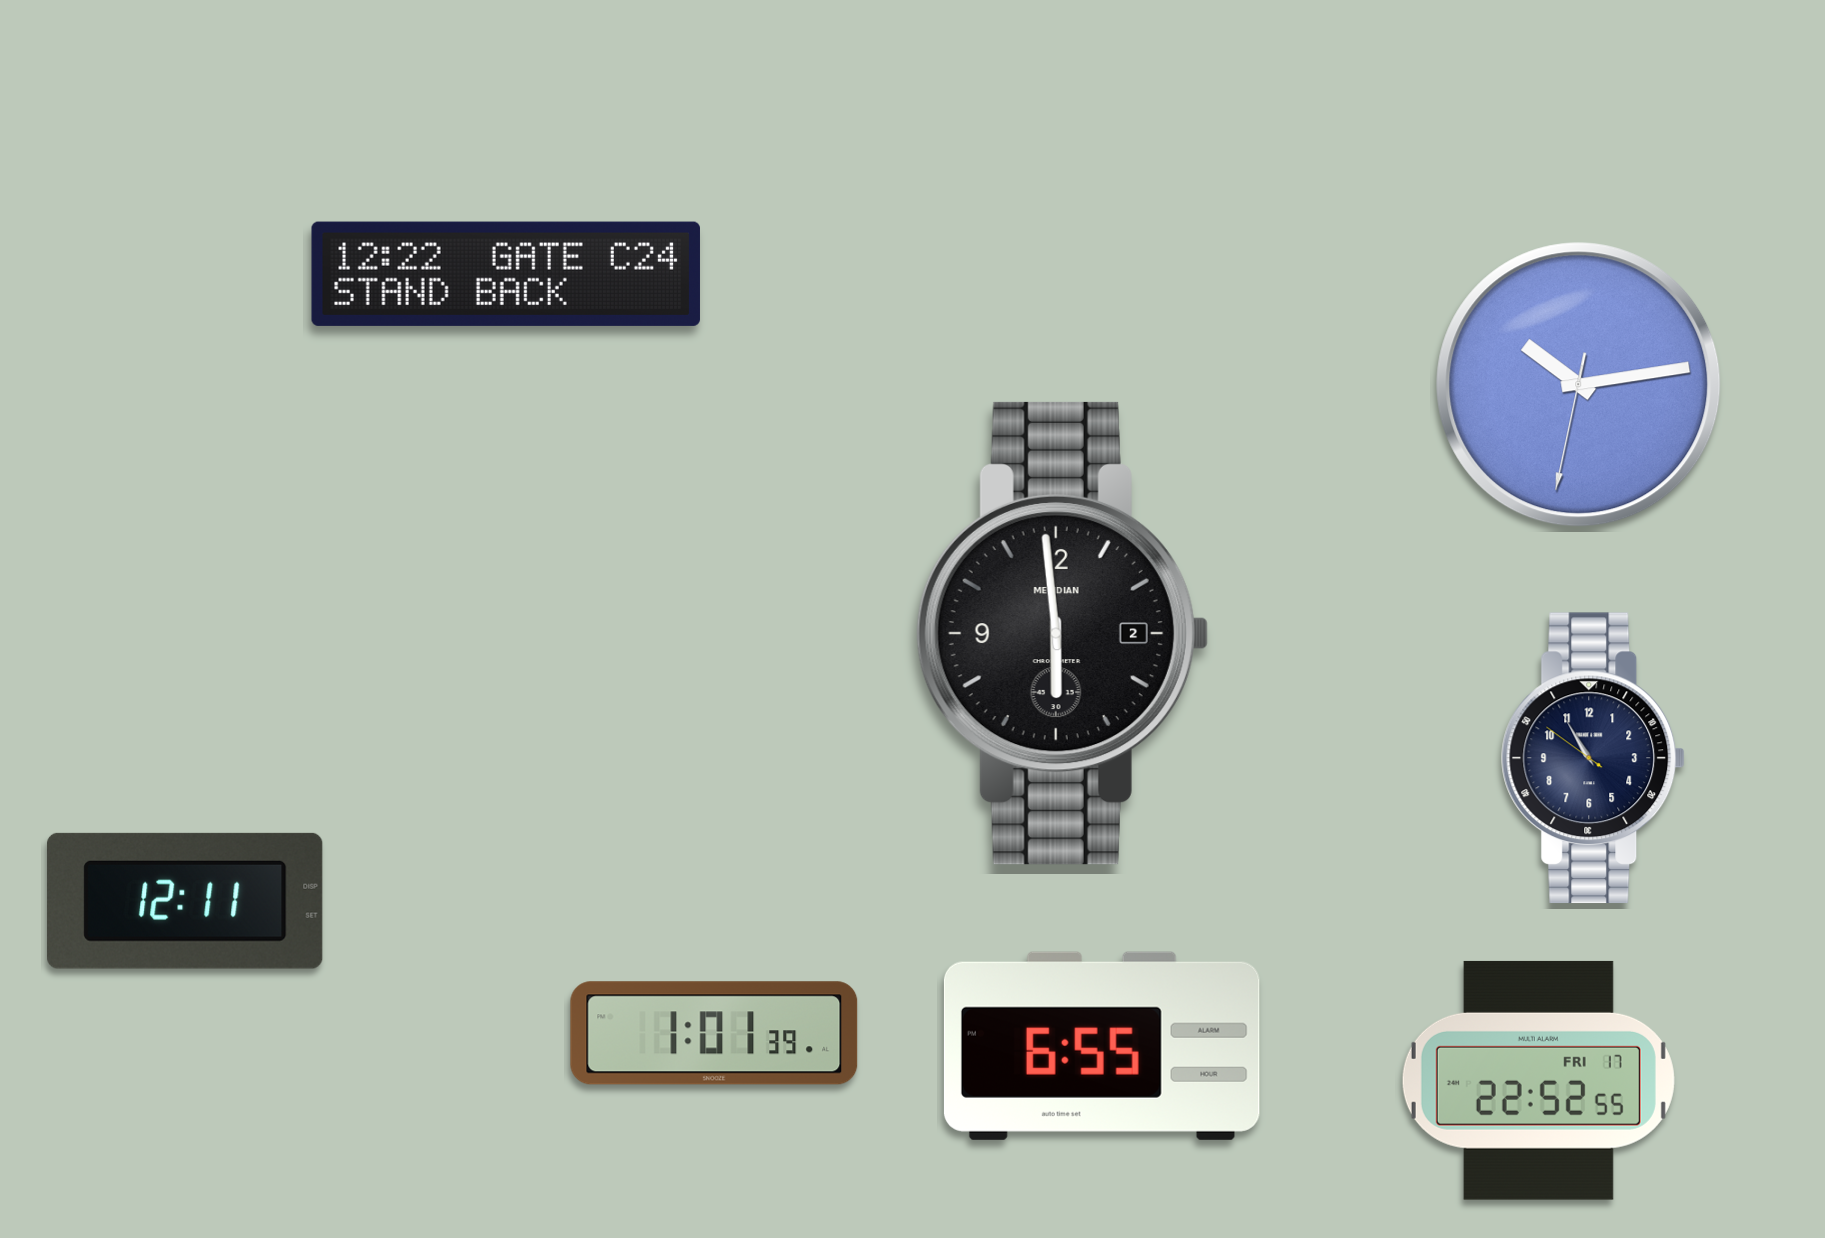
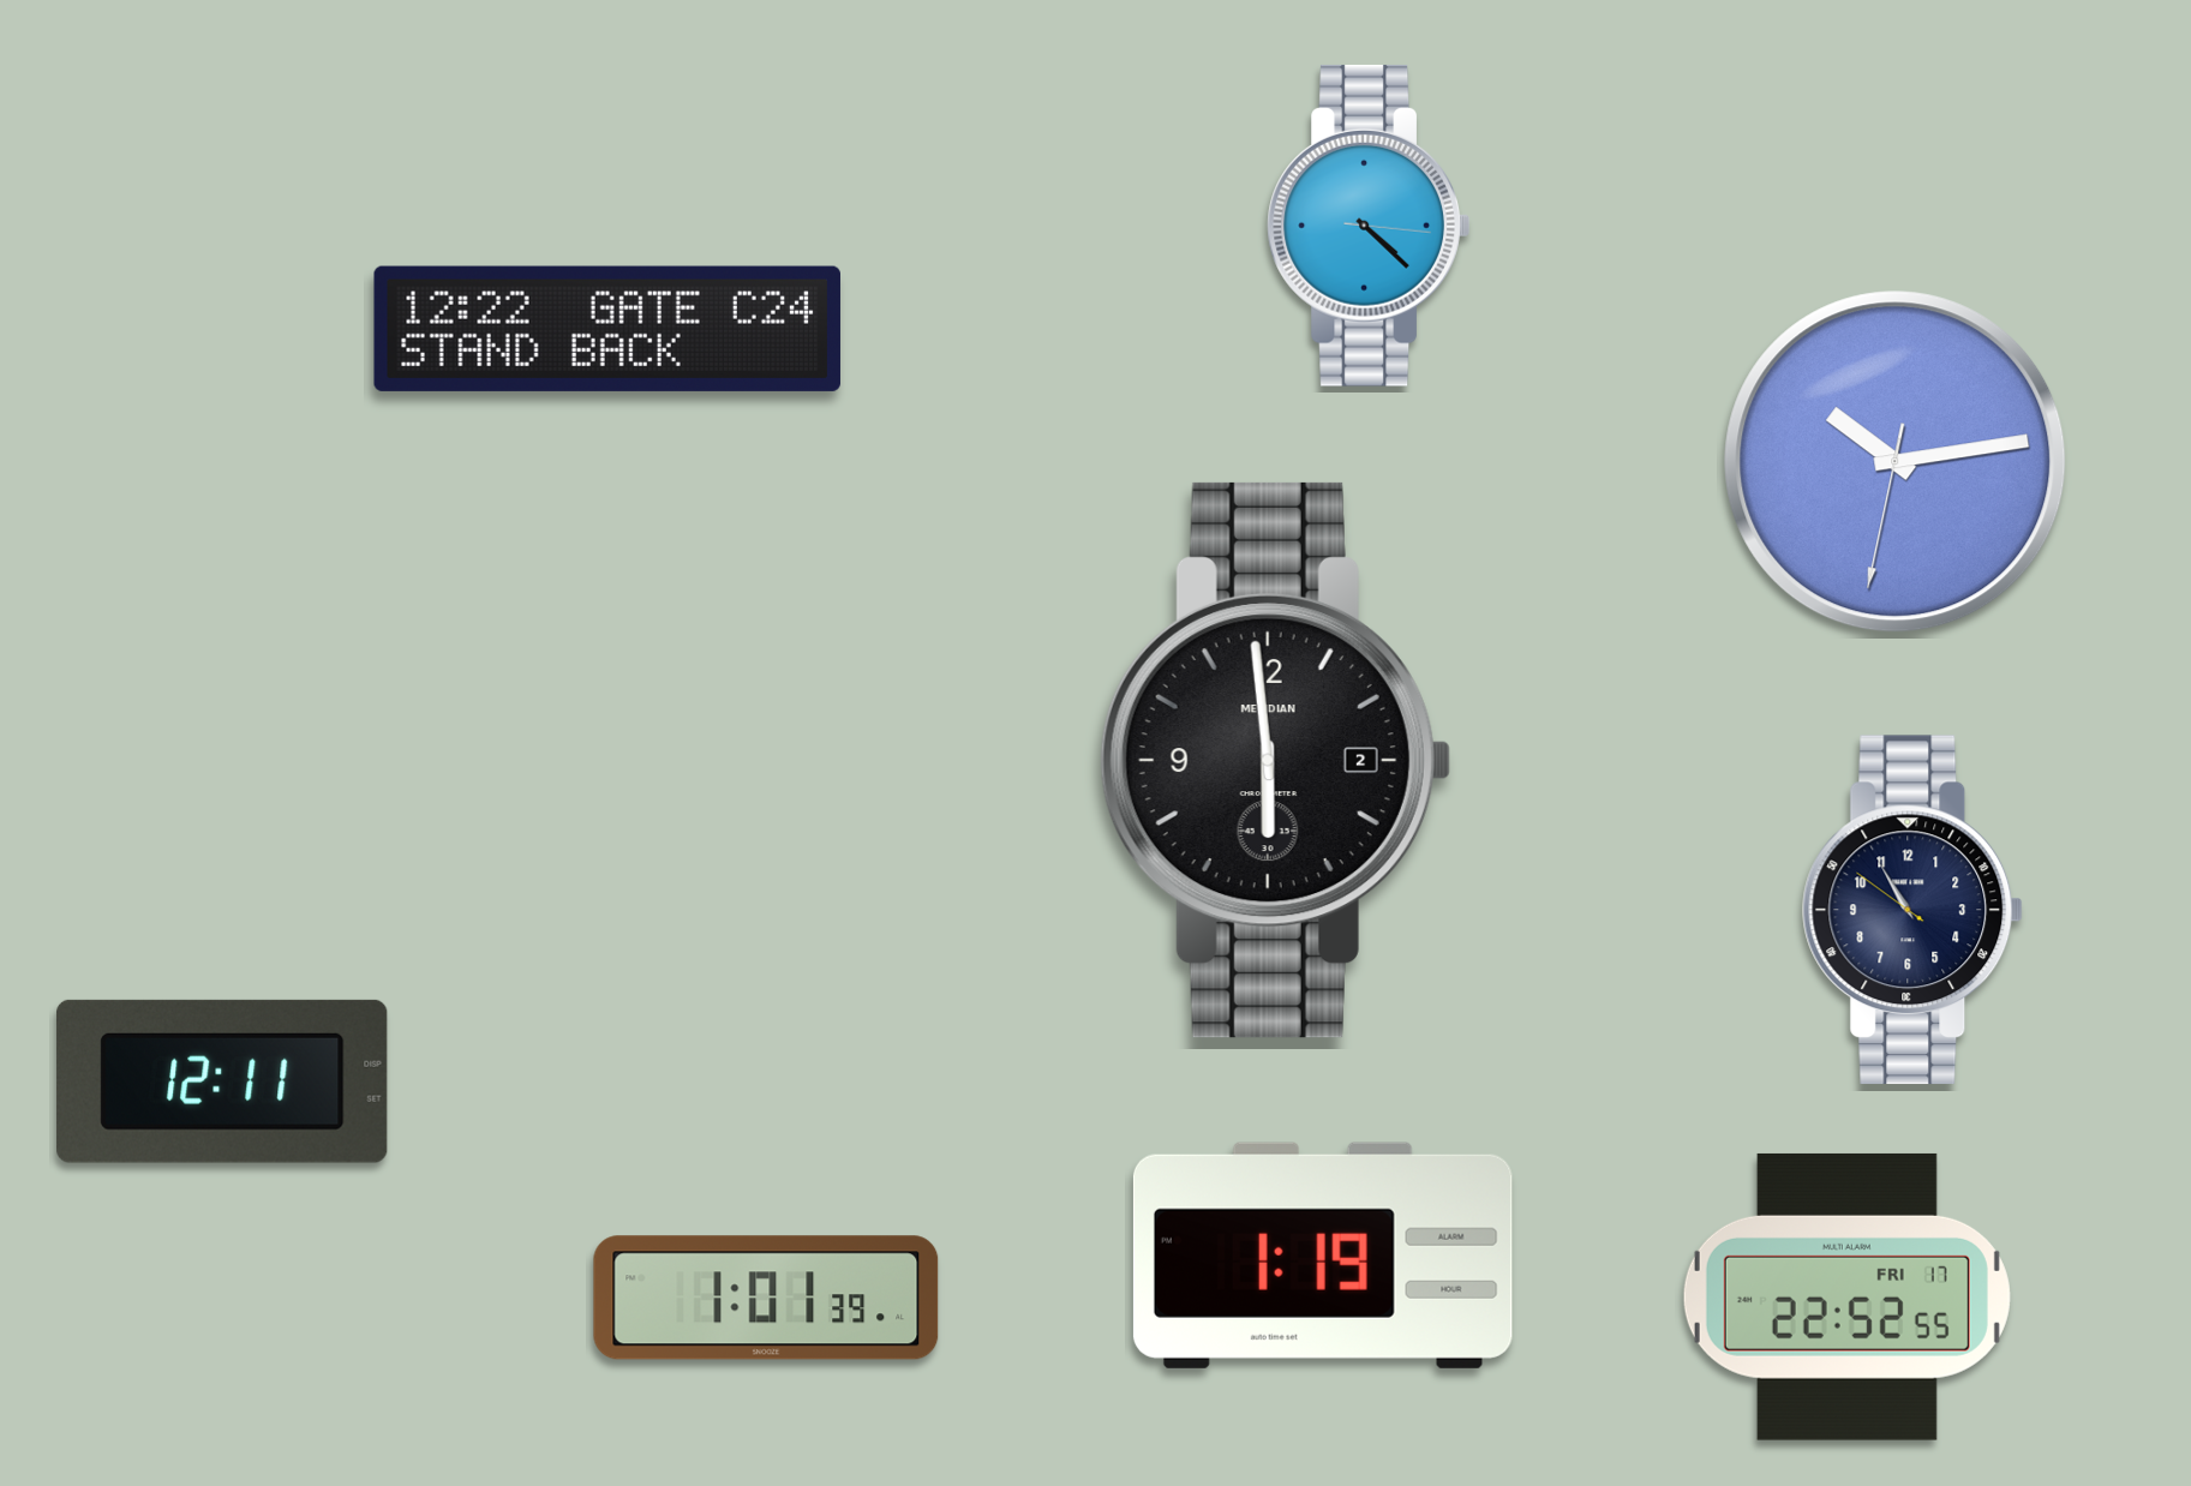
clock at (1369, 226): none -> 4:22
clock at (714, 1033) position: (714, 1033) -> (766, 1298)
clock at (1102, 1046): 6:55 -> 1:19
